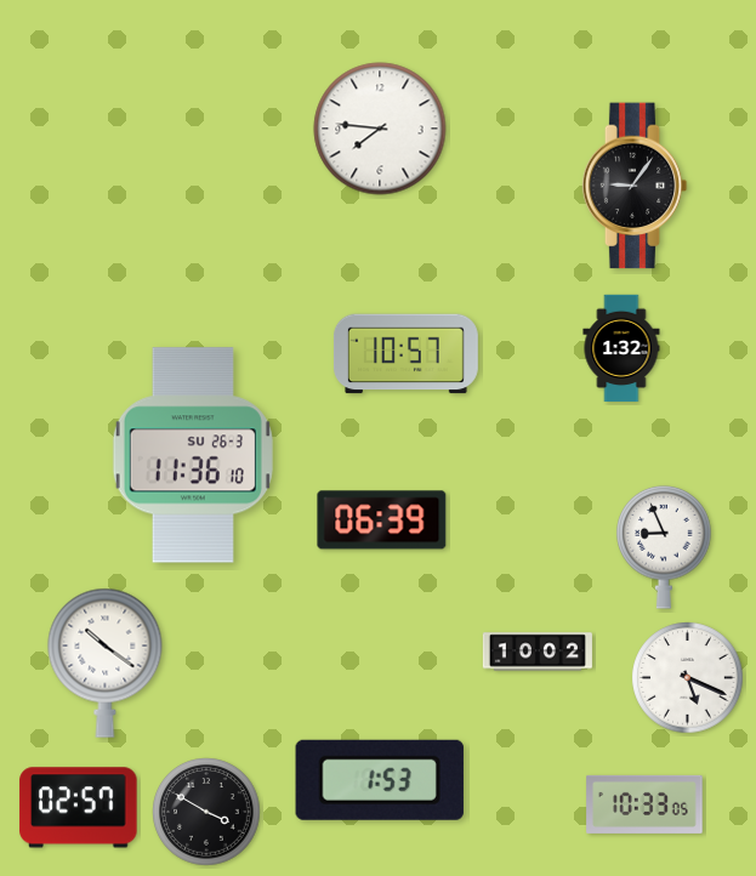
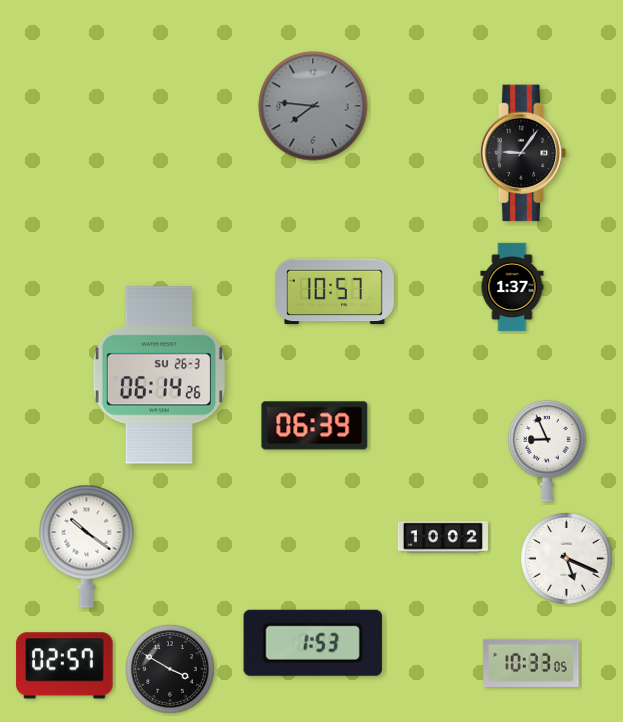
clock at (380, 129) dial: white -> grey
clock at (621, 348): 1:32 -> 1:37
clock at (193, 455): 11:36 -> 06:14
clock at (382, 521) position: (382, 521) -> (315, 426)
